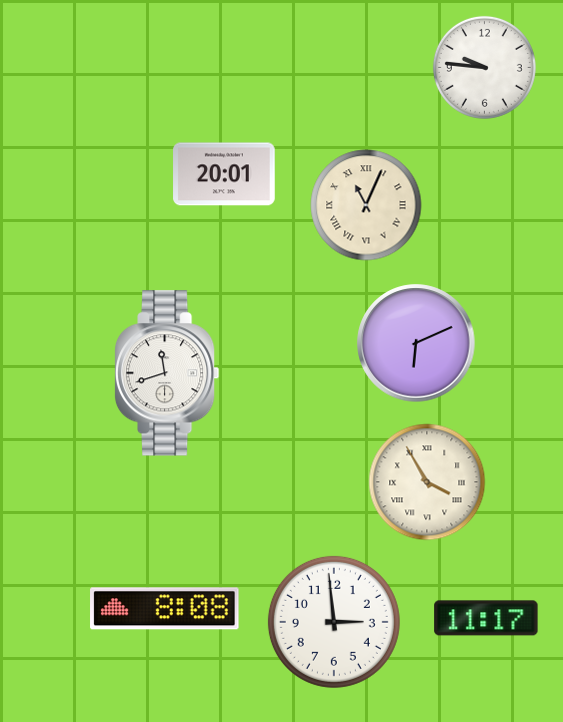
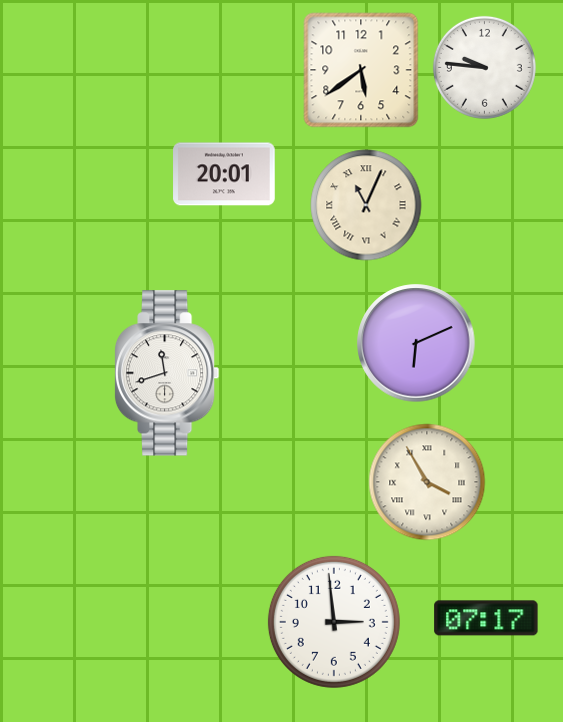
clock at (361, 70): none -> 5:39
clock at (165, 609): 8:08 -> none
clock at (486, 618): 11:17 -> 07:17
